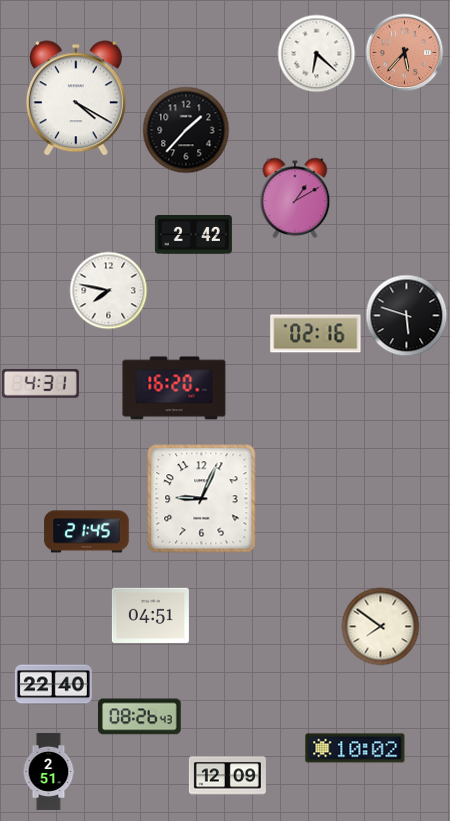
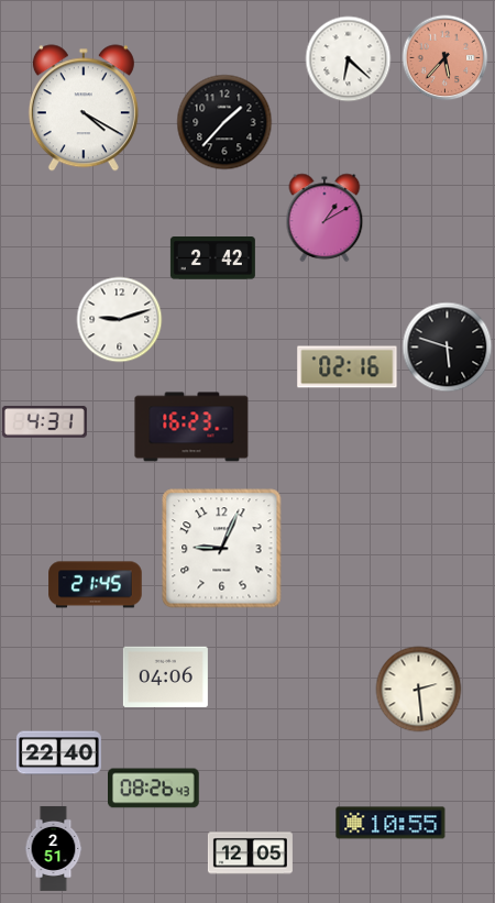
clock at (186, 130) position: (186, 130) -> (224, 122)
clock at (108, 290): 7:47 -> 9:12
clock at (174, 388): 16:20 -> 16:23
clock at (150, 615): 04:51 -> 04:06
clock at (380, 626): 7:51 -> 2:29
clock at (355, 748): 10:02 -> 10:55
clock at (227, 776): 12:09 -> 12:05
